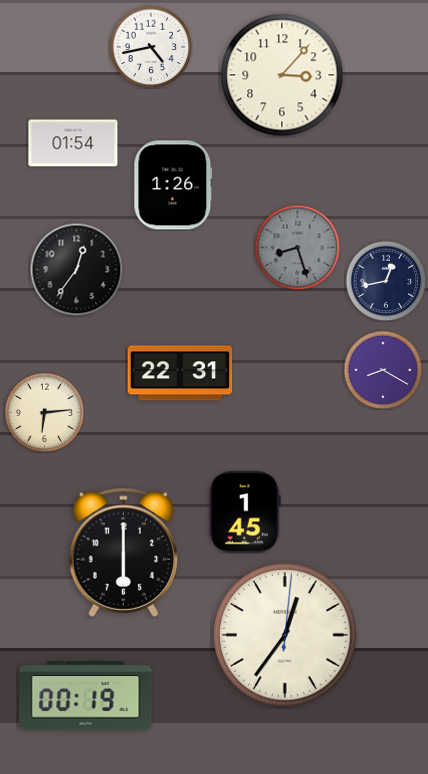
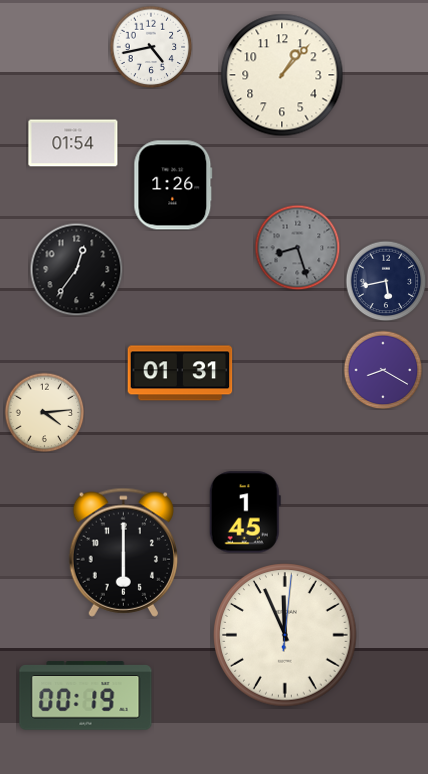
clock at (282, 75): 3:07 -> 1:07
clock at (386, 281): 12:43 -> 5:43
clock at (180, 373): 22:31 -> 01:31
clock at (44, 412): 6:14 -> 4:14
clock at (285, 635): 12:36 -> 11:56
